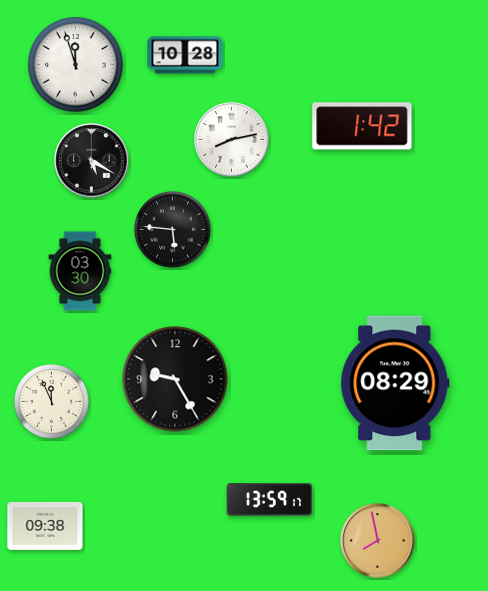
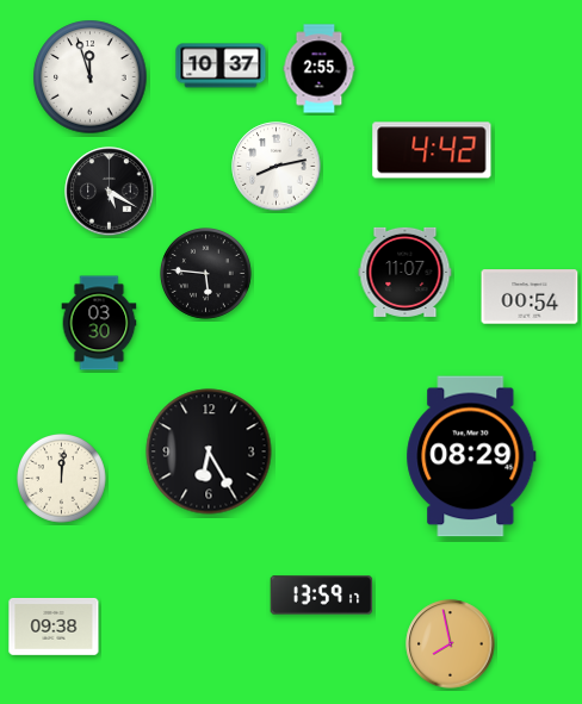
clock at (185, 55): 10:28 -> 10:37
clock at (320, 69): none -> 2:55
clock at (362, 126): 1:42 -> 4:42
clock at (405, 272): none -> 11:07
clock at (530, 297): none -> 00:54
clock at (80, 271) position: (80, 271) -> (99, 323)
clock at (175, 379): 9:25 -> 6:25
clock at (52, 402): 11:56 -> 12:01
